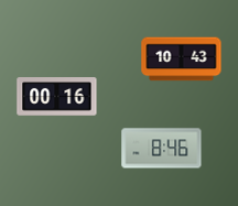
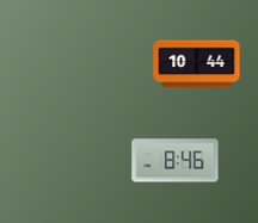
clock at (182, 59): 10:43 -> 10:44
clock at (57, 97): 00:16 -> none
